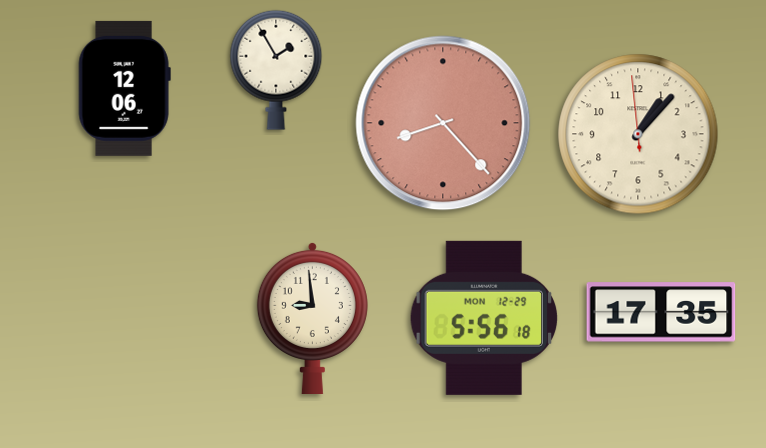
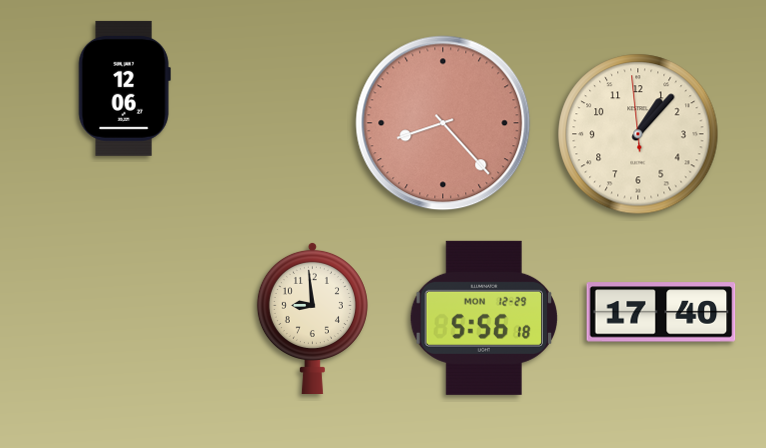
clock at (276, 70): 1:55 -> none
clock at (661, 312): 17:35 -> 17:40
